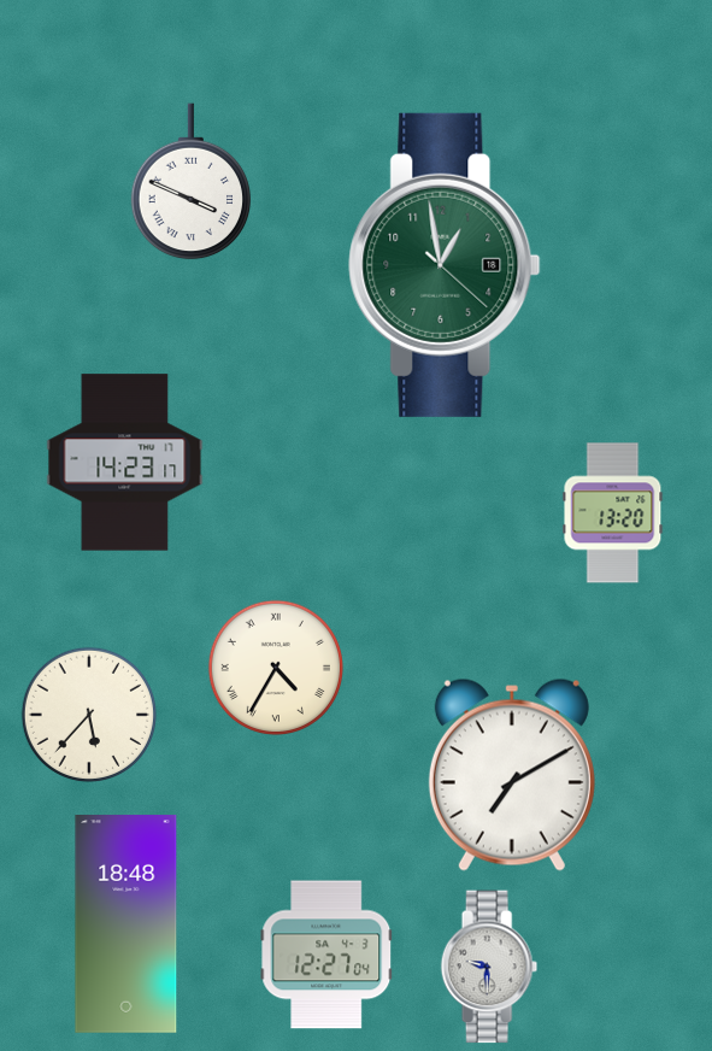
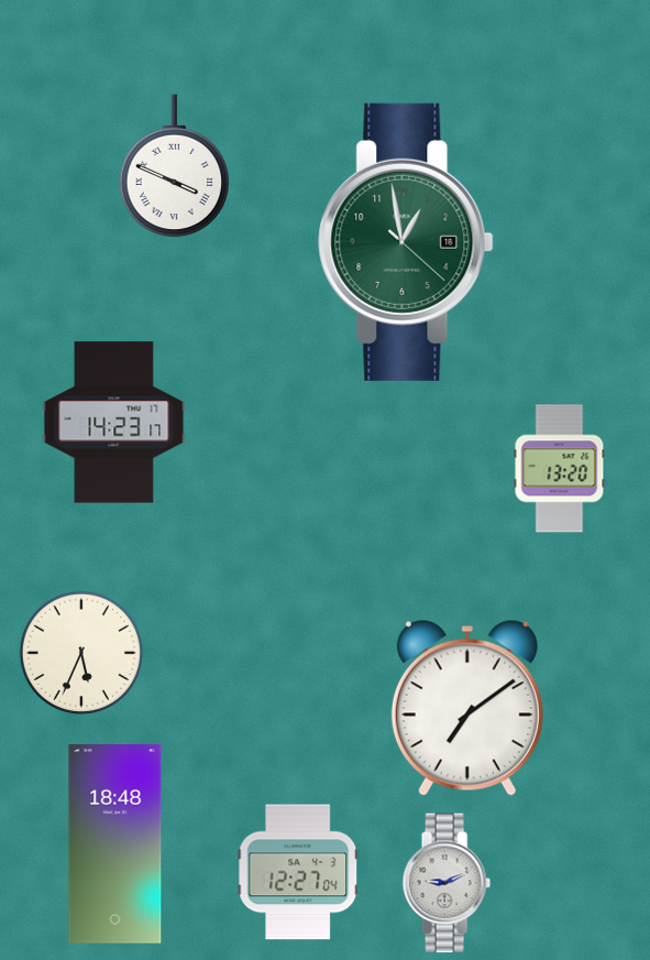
clock at (275, 667): 4:35 -> none
clock at (88, 714): 5:37 -> 5:34
clock at (512, 775): 7:10 -> 7:09
clock at (489, 967): 9:30 -> 9:11
